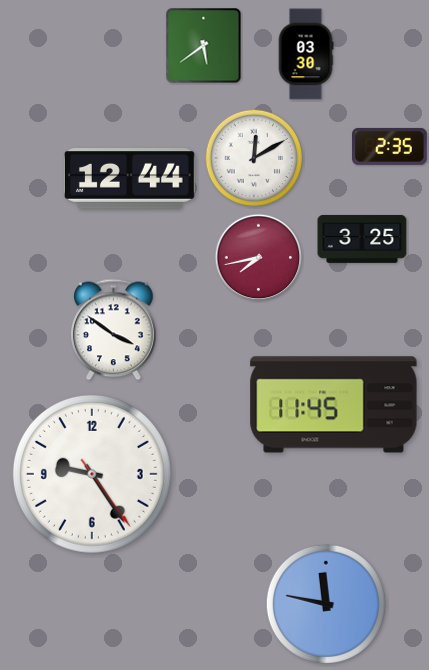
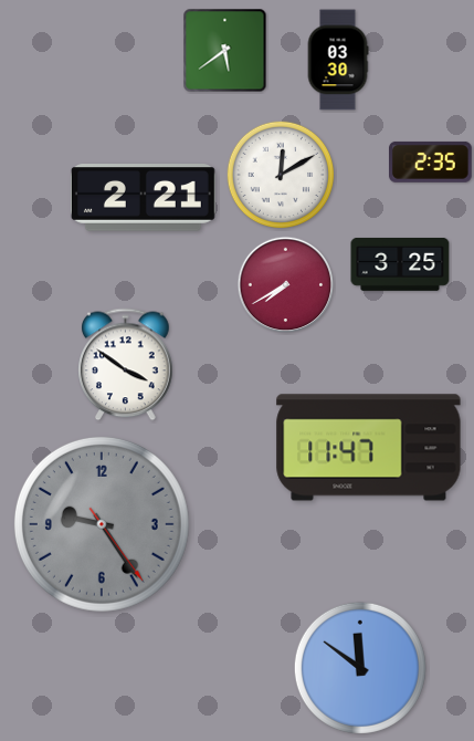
clock at (129, 179): 12:44 -> 2:21
clock at (259, 258): 7:43 -> 7:40
clock at (334, 405): 11:45 -> 11:47
clock at (92, 474) dial: white -> grey
clock at (326, 604): 11:47 -> 11:51
